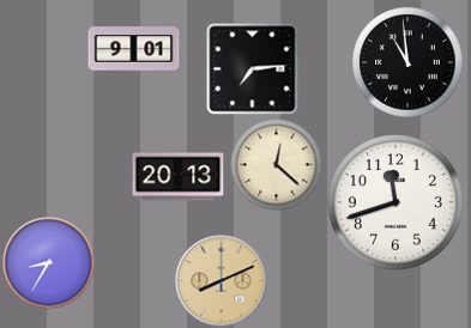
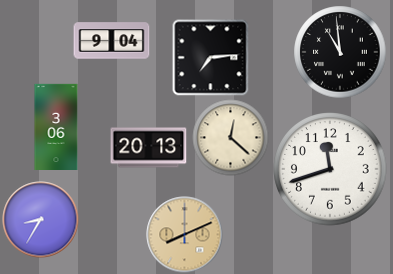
clock at (134, 49): 9:01 -> 9:04
clock at (56, 127): none -> 3:06
